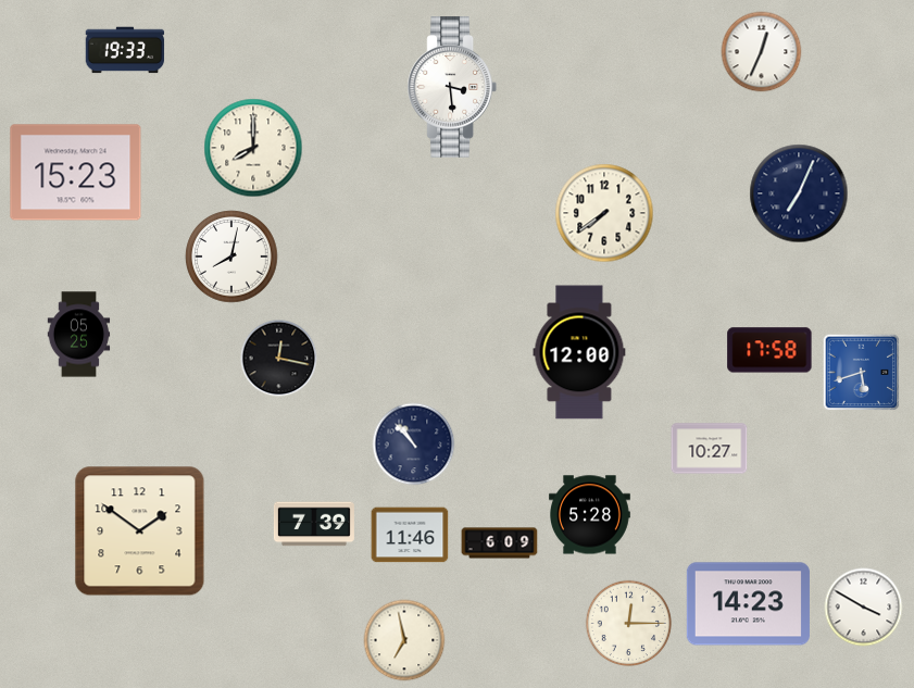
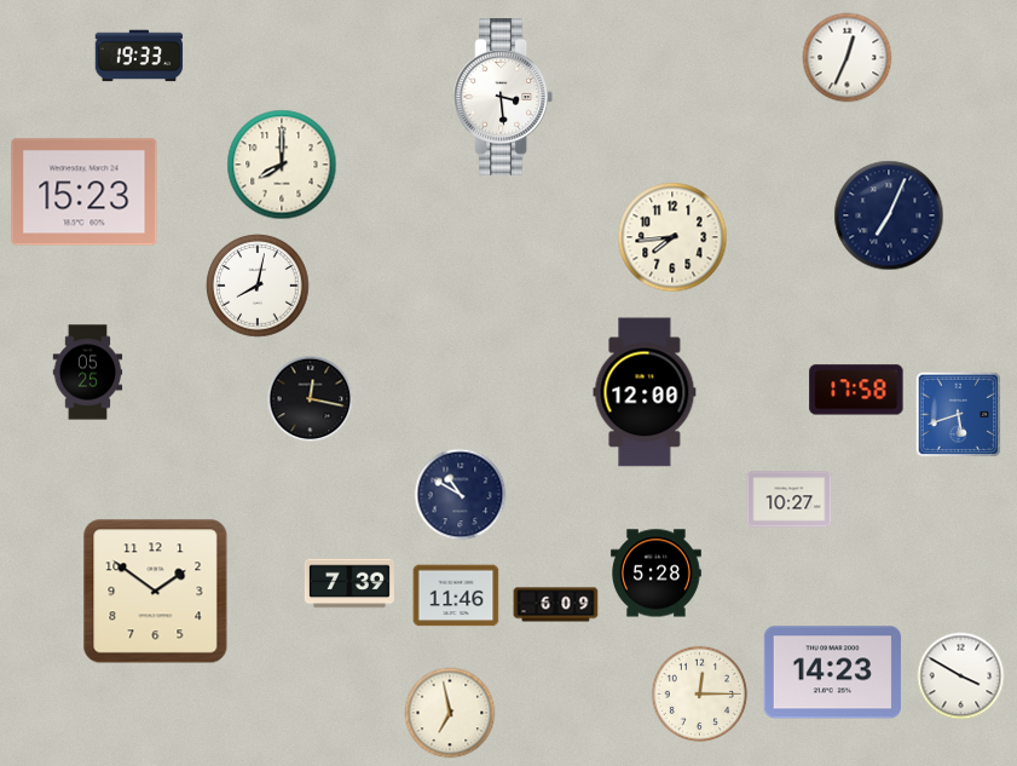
clock at (604, 213): 7:39 -> 7:44
clock at (414, 445): 10:53 -> 10:50
